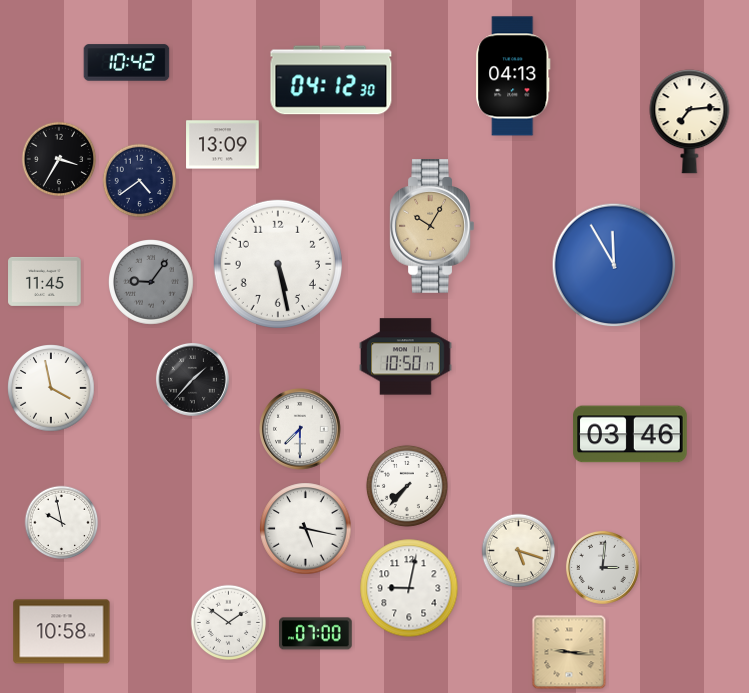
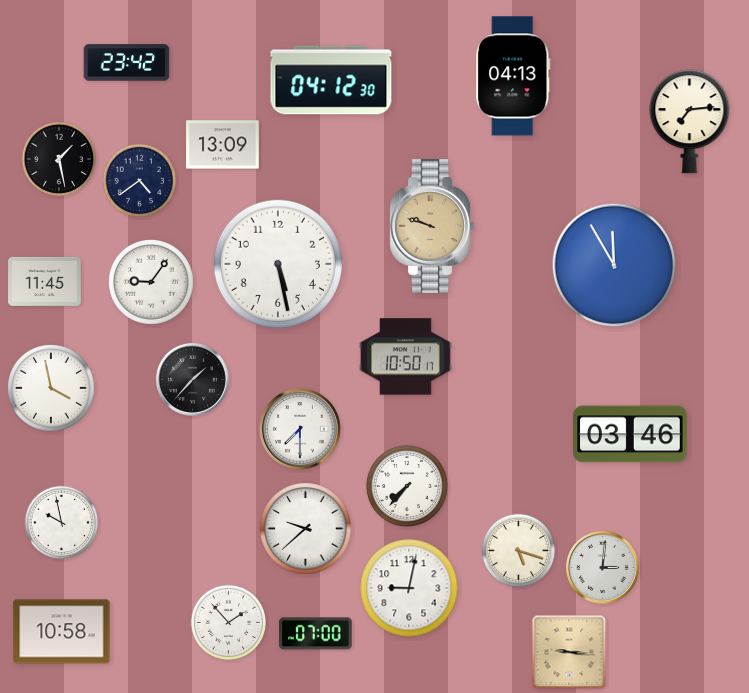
clock at (127, 63): 10:42 -> 23:42
clock at (59, 159): 3:35 -> 1:28
clock at (432, 226): 10:05 -> 9:48
clock at (152, 283) dial: grey -> white
clock at (306, 529): 5:17 -> 9:38
clock at (229, 623): 1:51 -> 1:53
